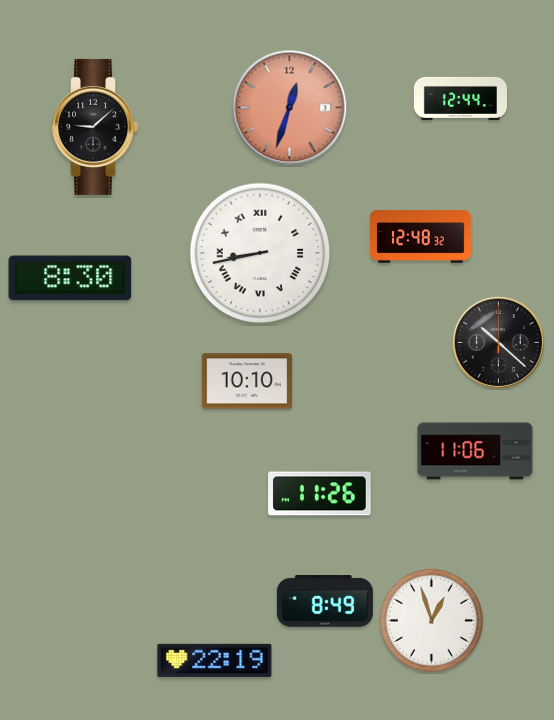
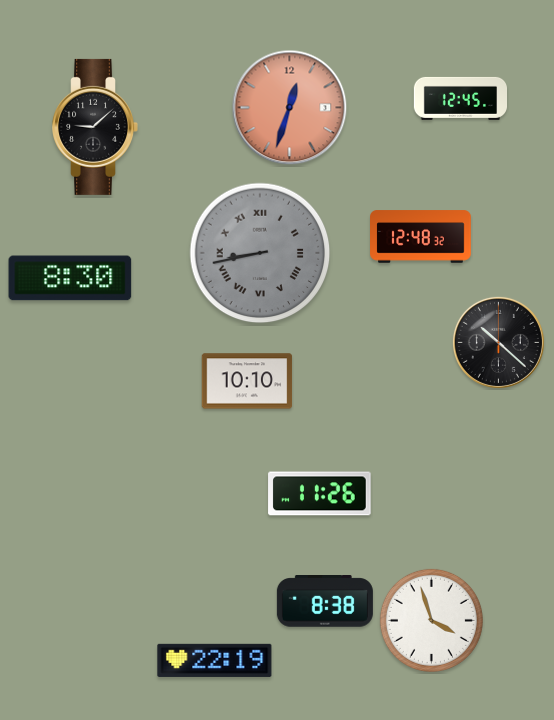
clock at (460, 98): 12:44 -> 12:45
clock at (260, 253) dial: white -> grey
clock at (475, 451): 11:06 -> none
clock at (325, 601): 8:49 -> 8:38
clock at (431, 620): 12:57 -> 3:57
